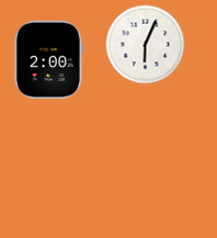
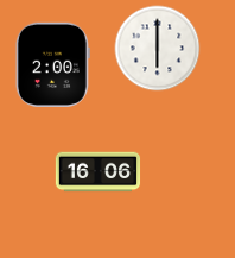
clock at (146, 45): 6:04 -> 6:00
clock at (99, 172): none -> 16:06
